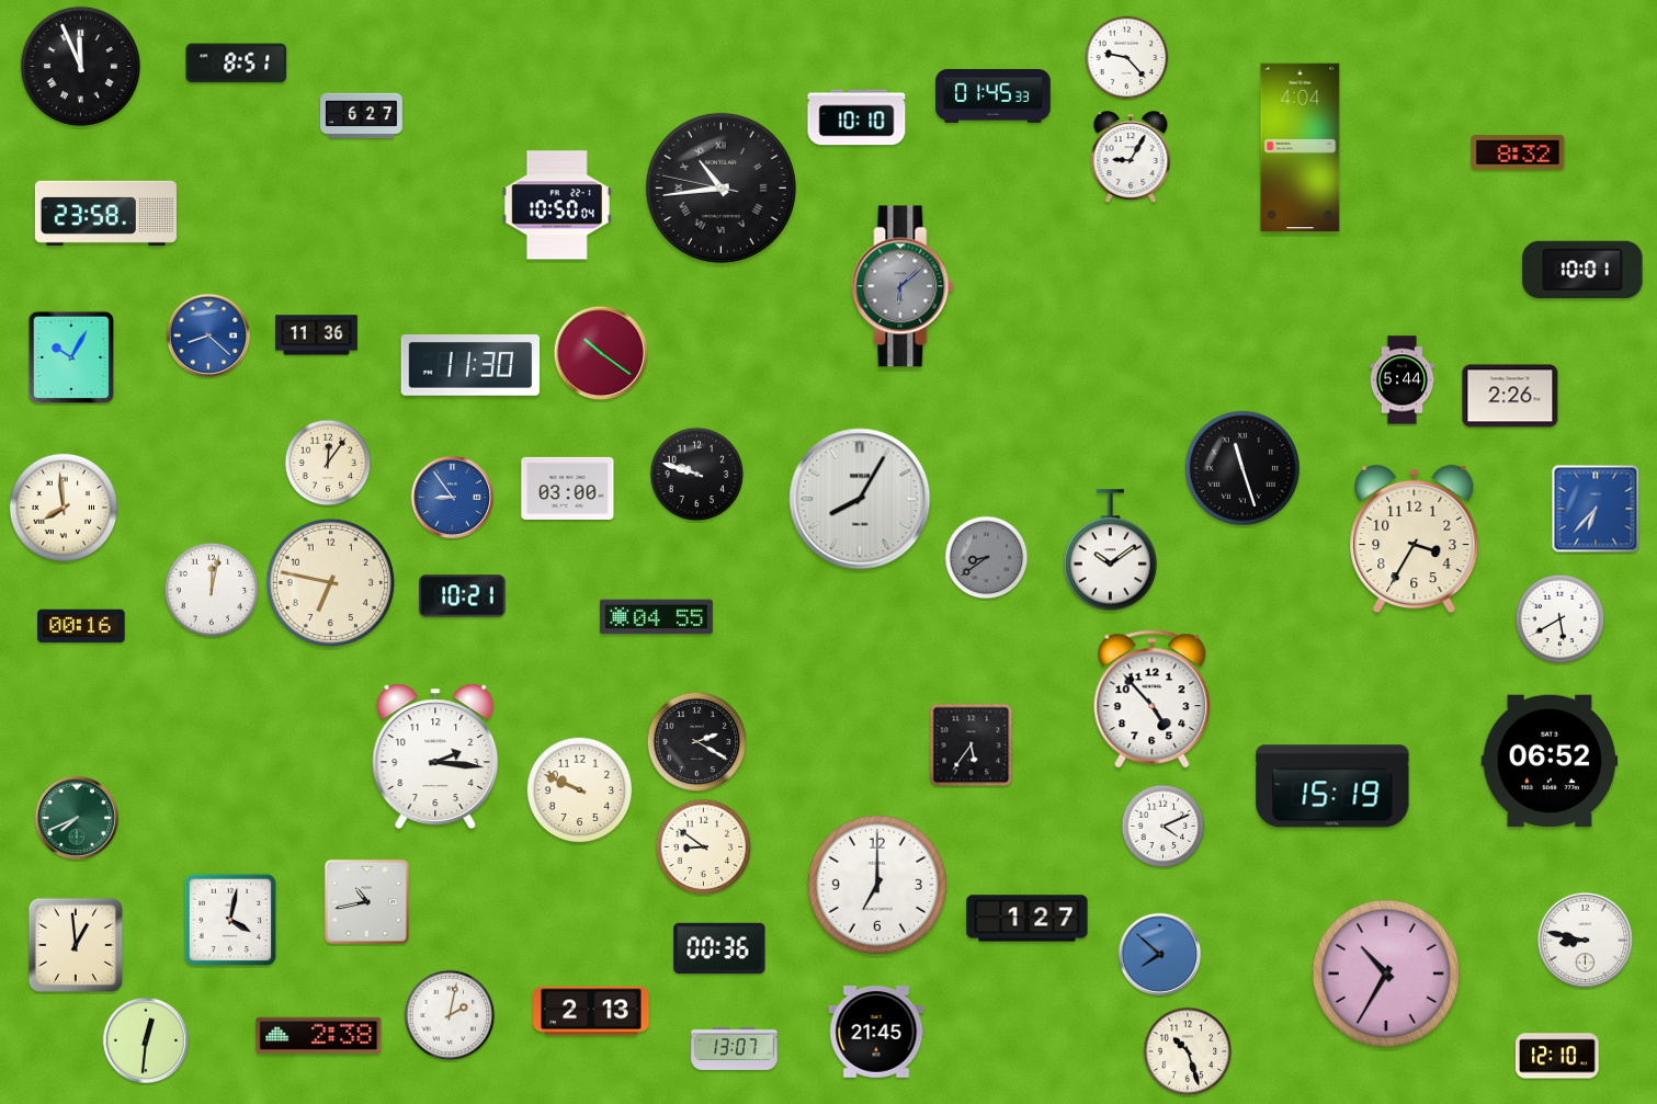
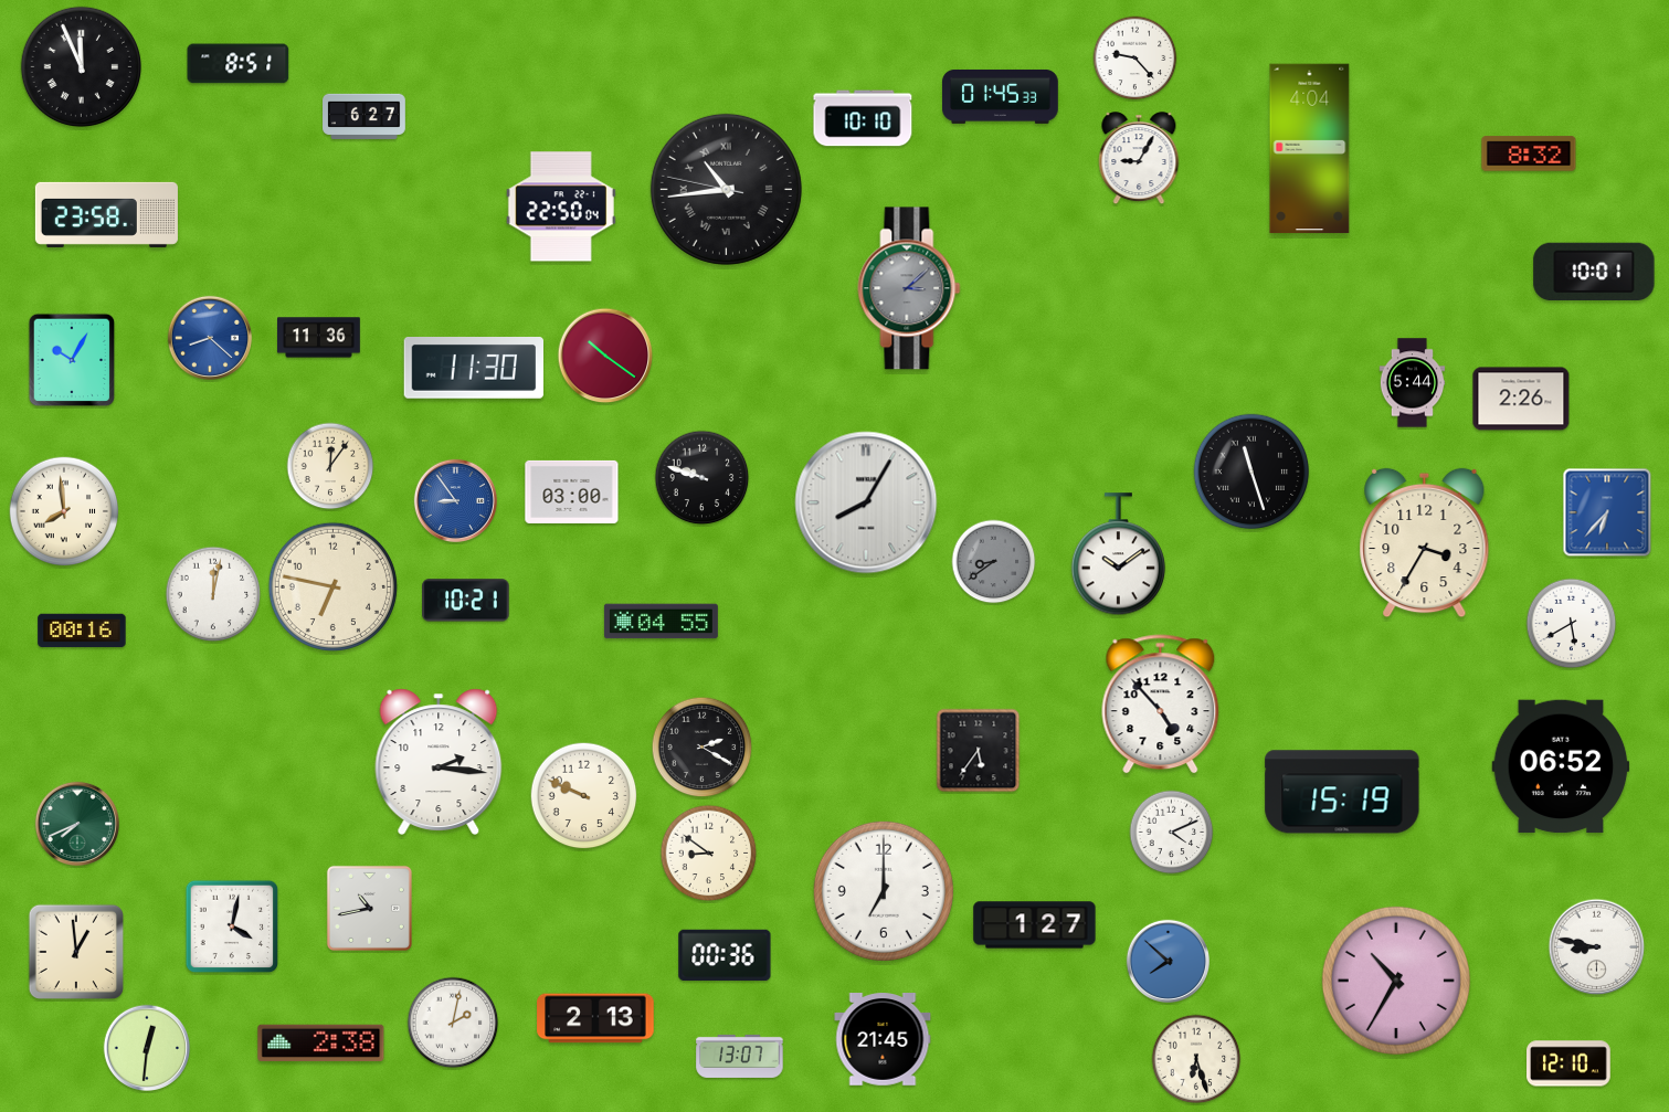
clock at (557, 205): 10:50 -> 22:50
clock at (903, 286): 6:08 -> 3:08
clock at (1188, 1051): 10:27 -> 6:27
